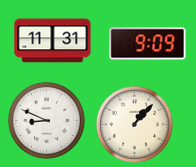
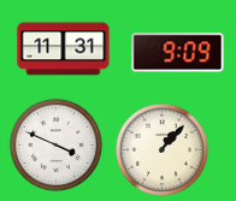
clock at (46, 120): 8:49 -> 3:49
